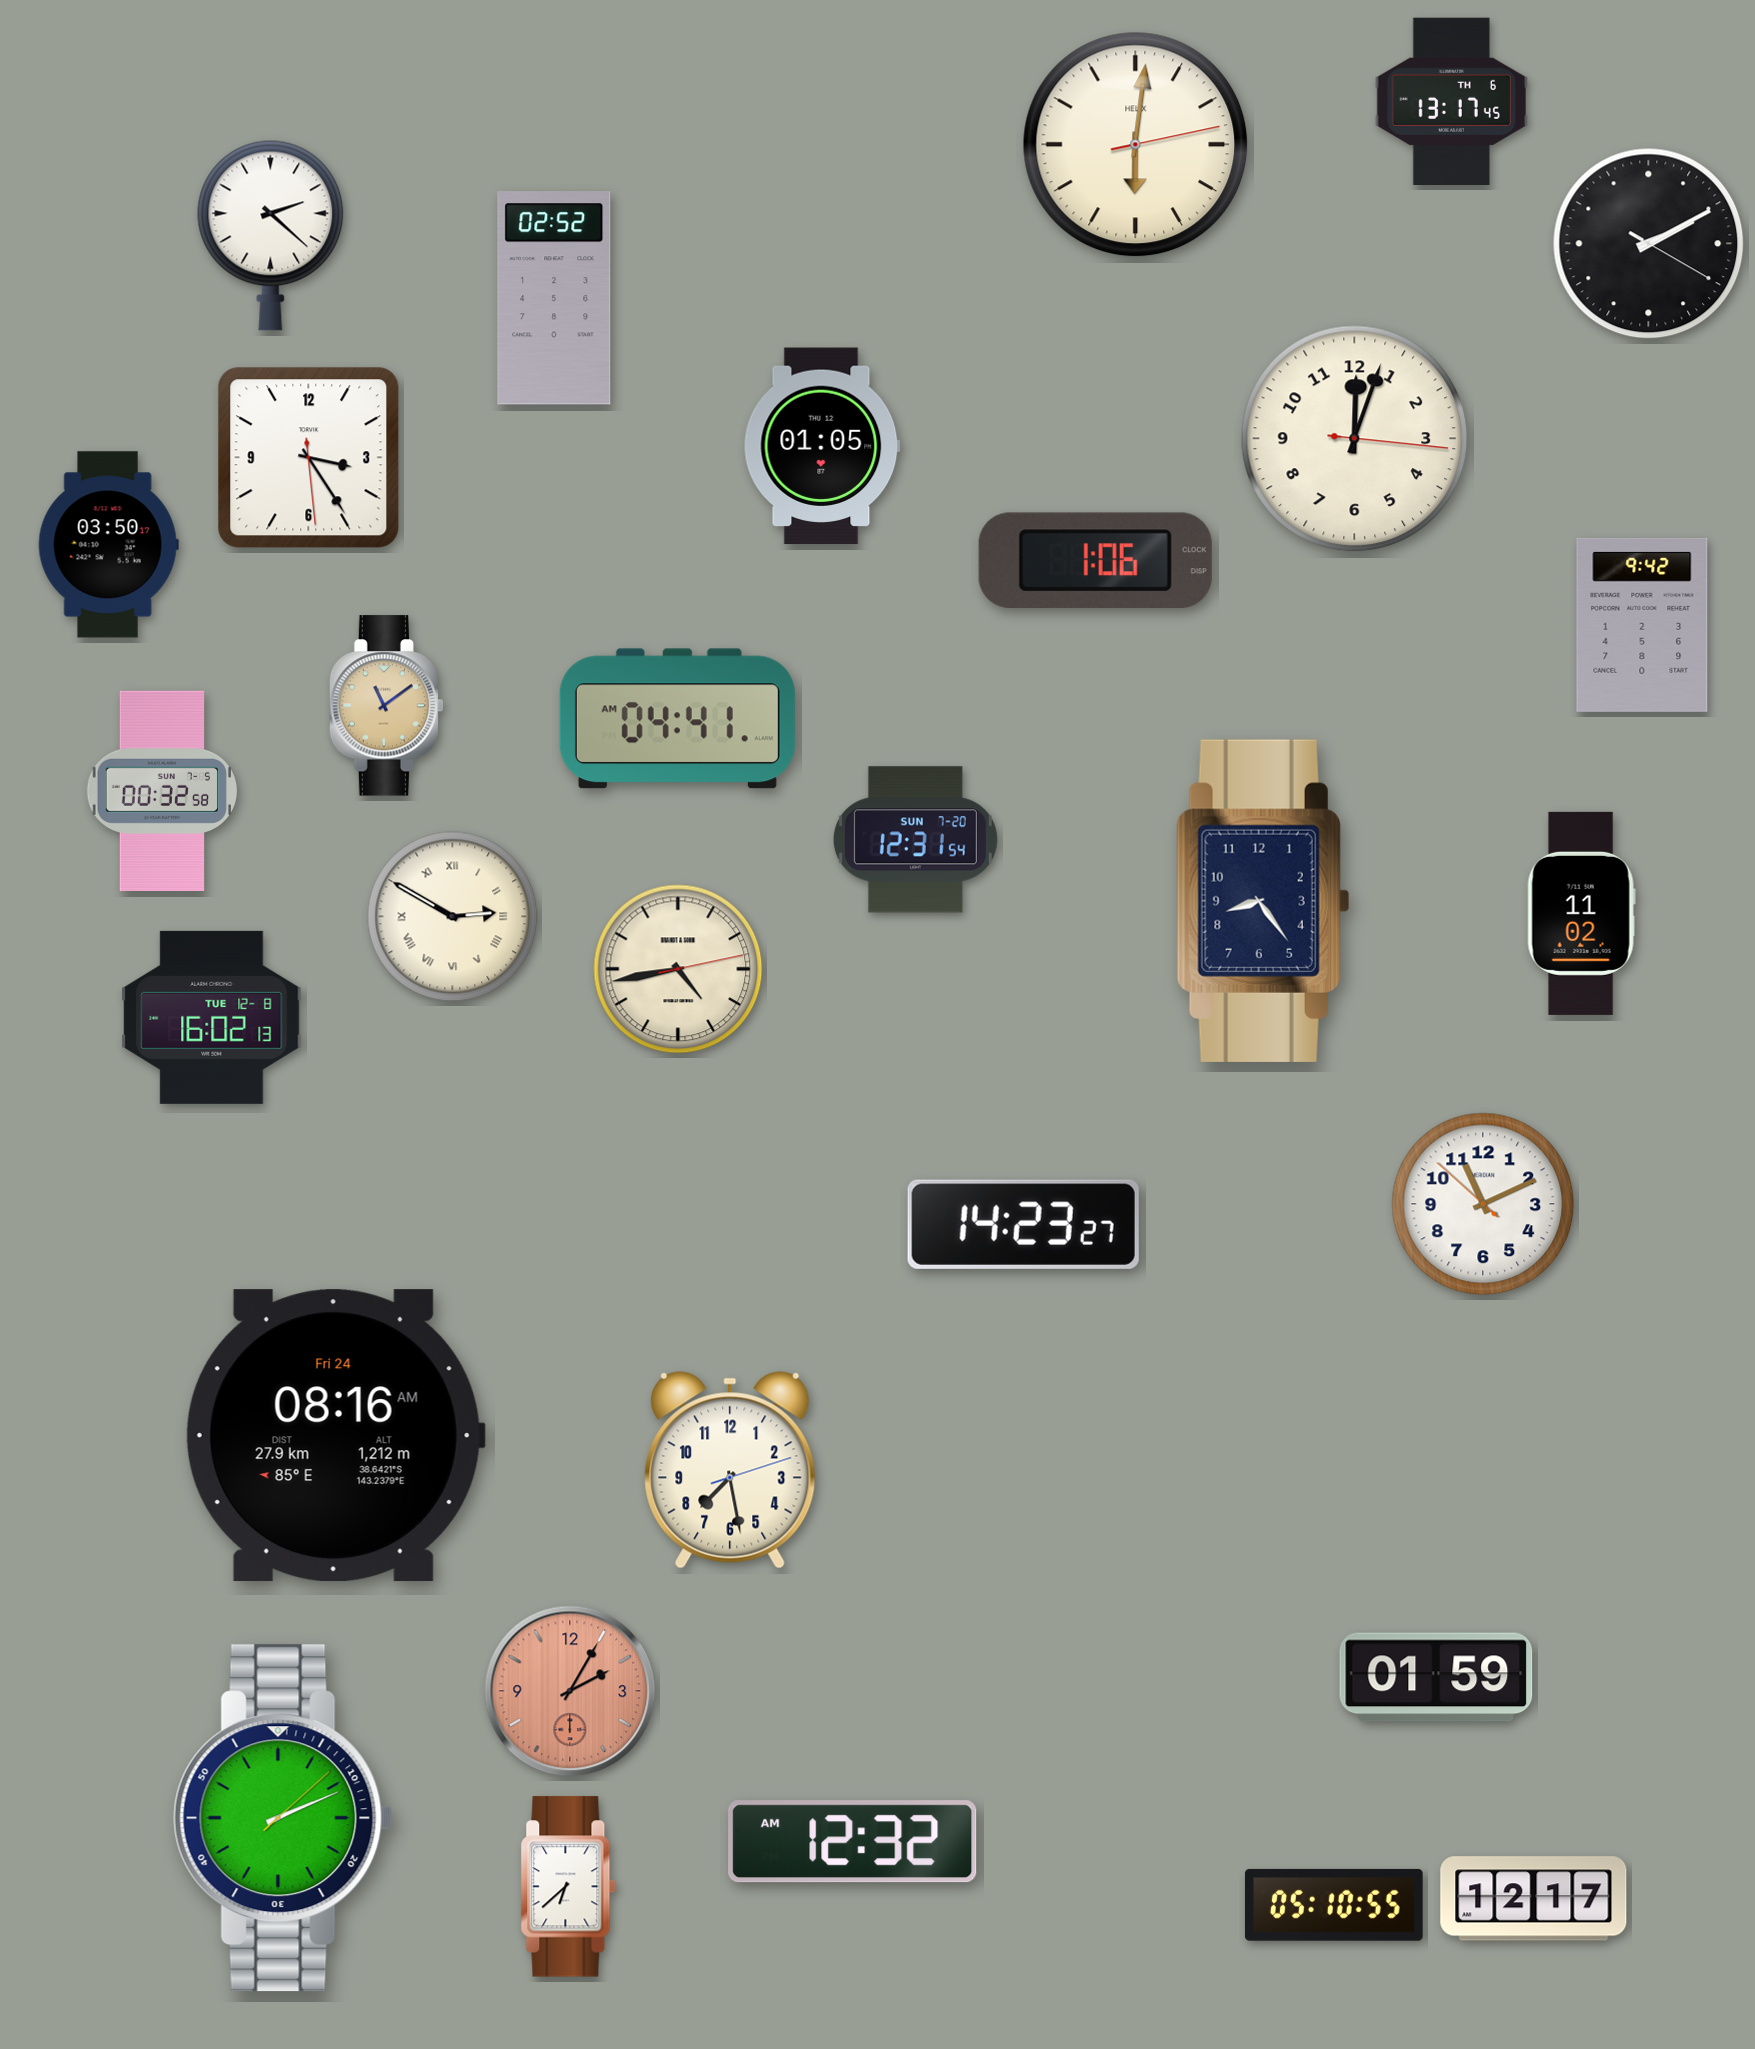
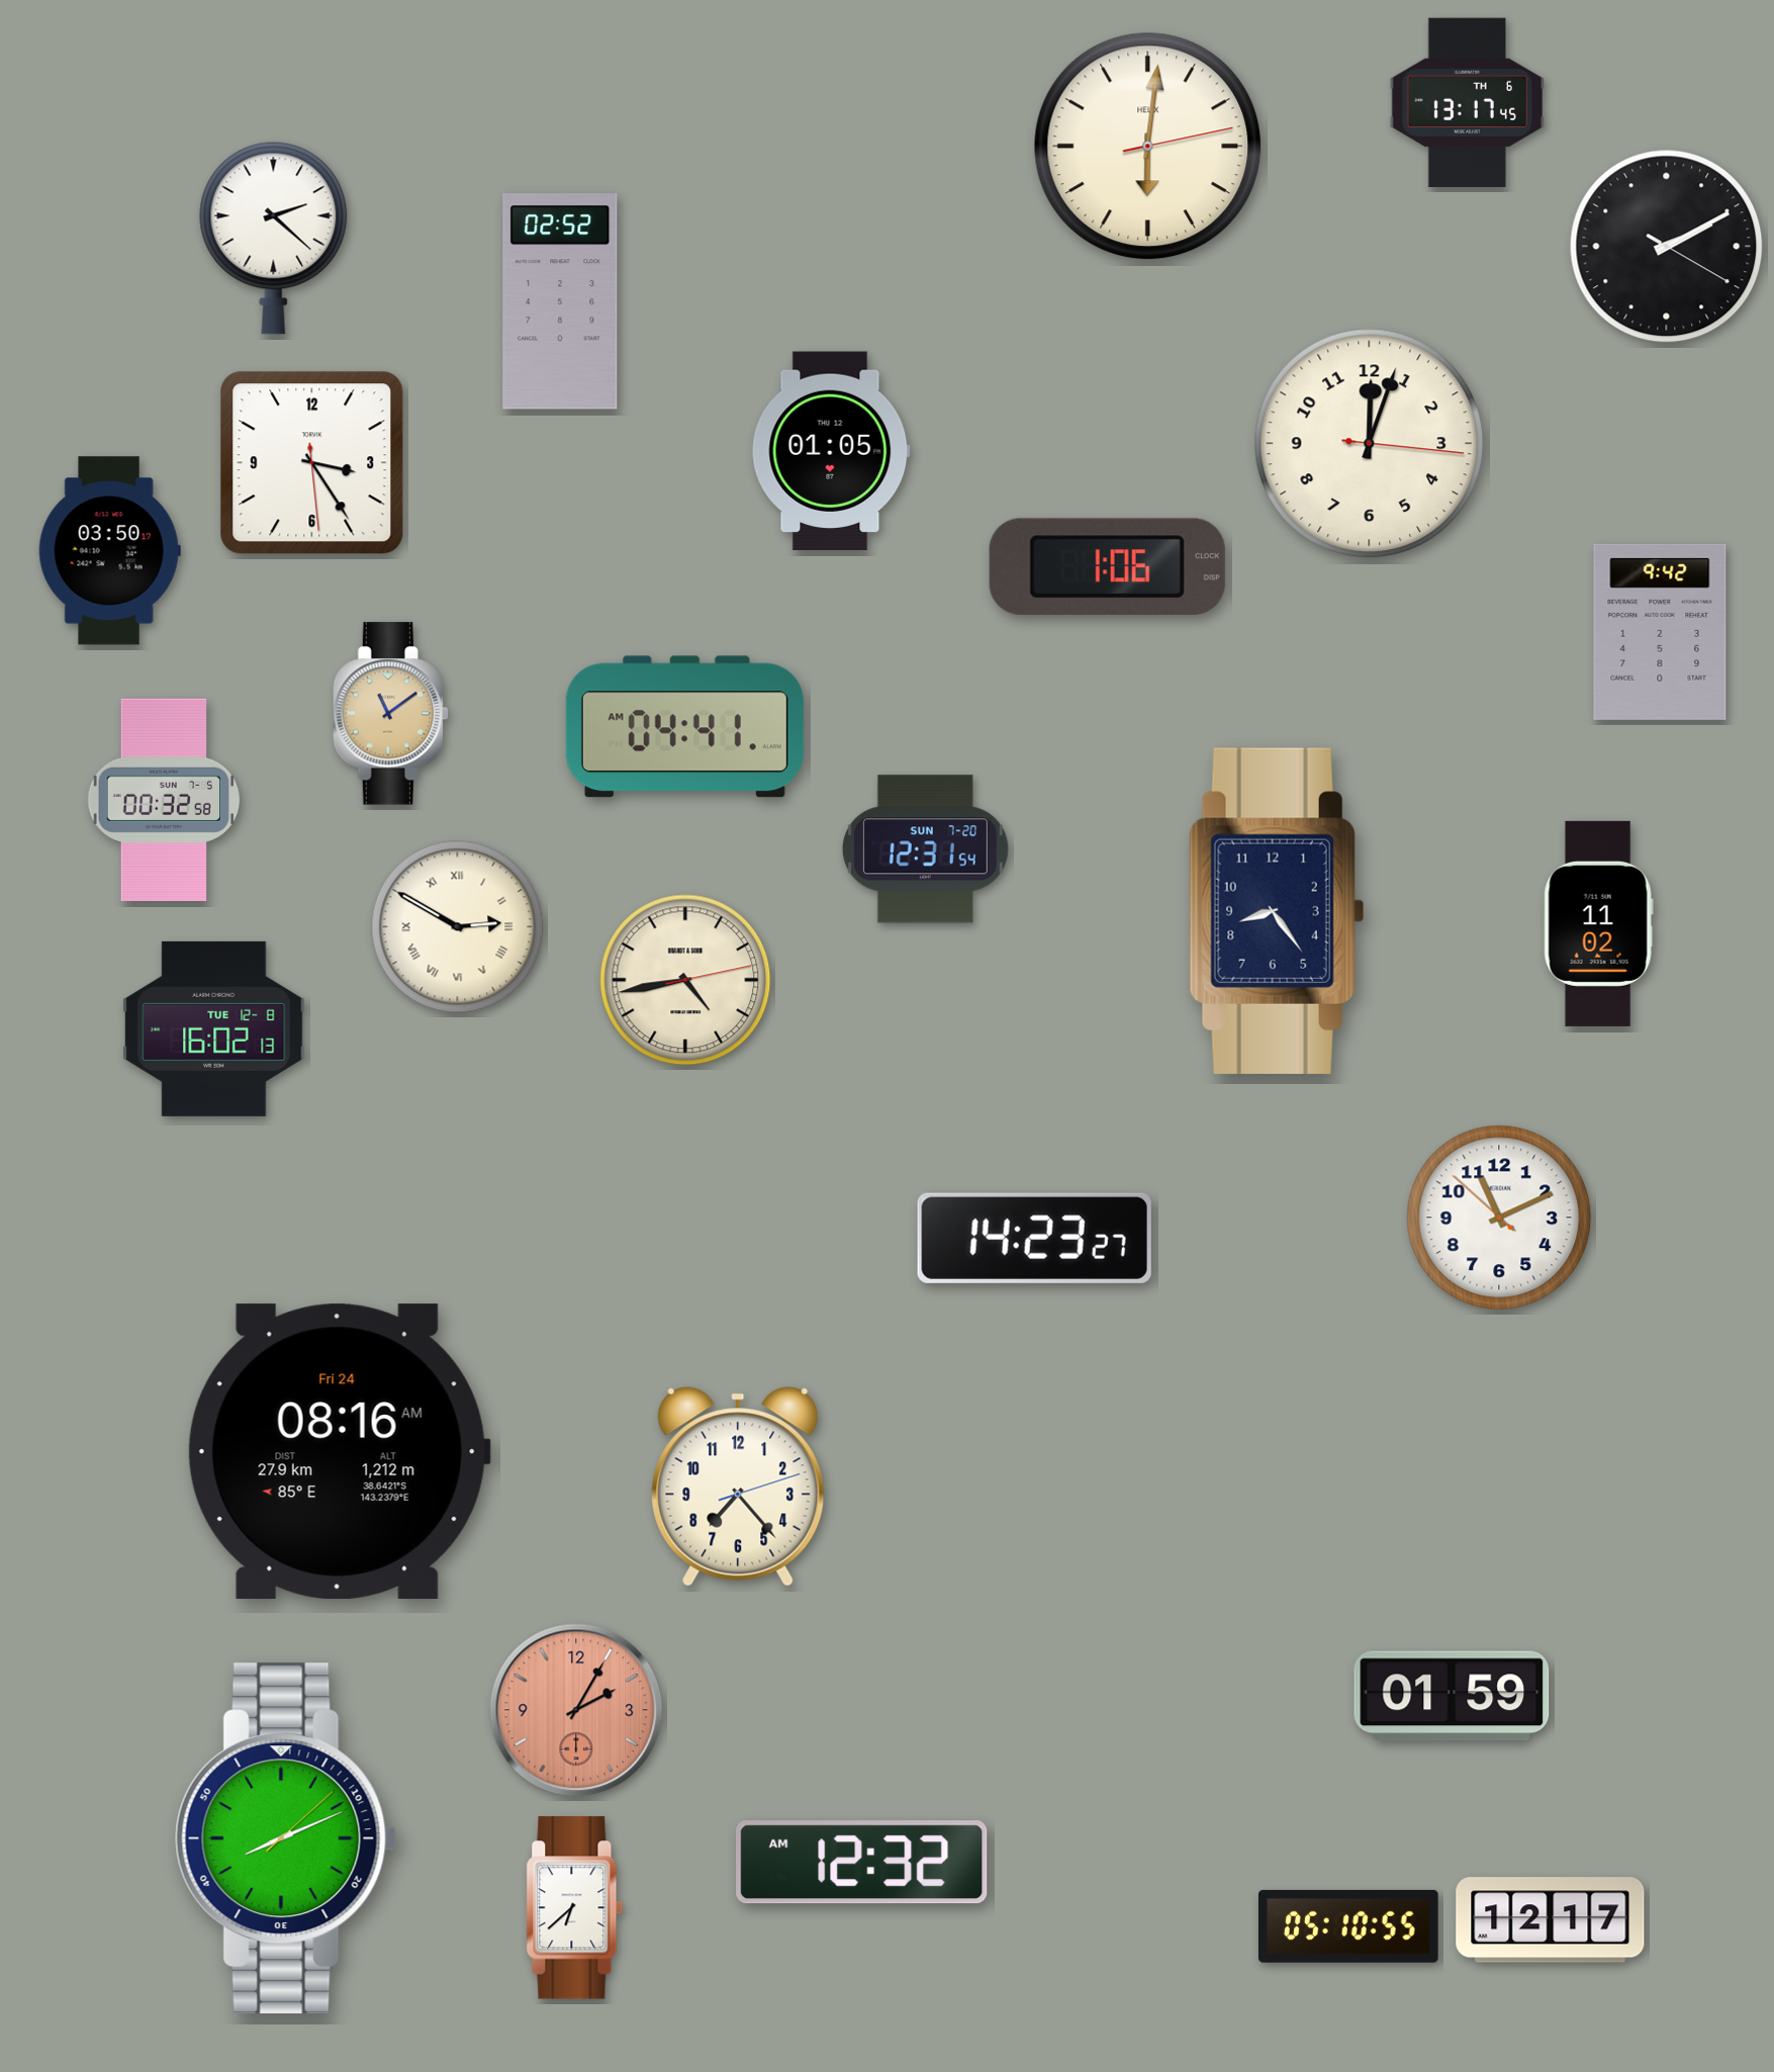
clock at (730, 1470): 7:28 -> 7:23
clock at (283, 1818): 2:11 -> 8:11
